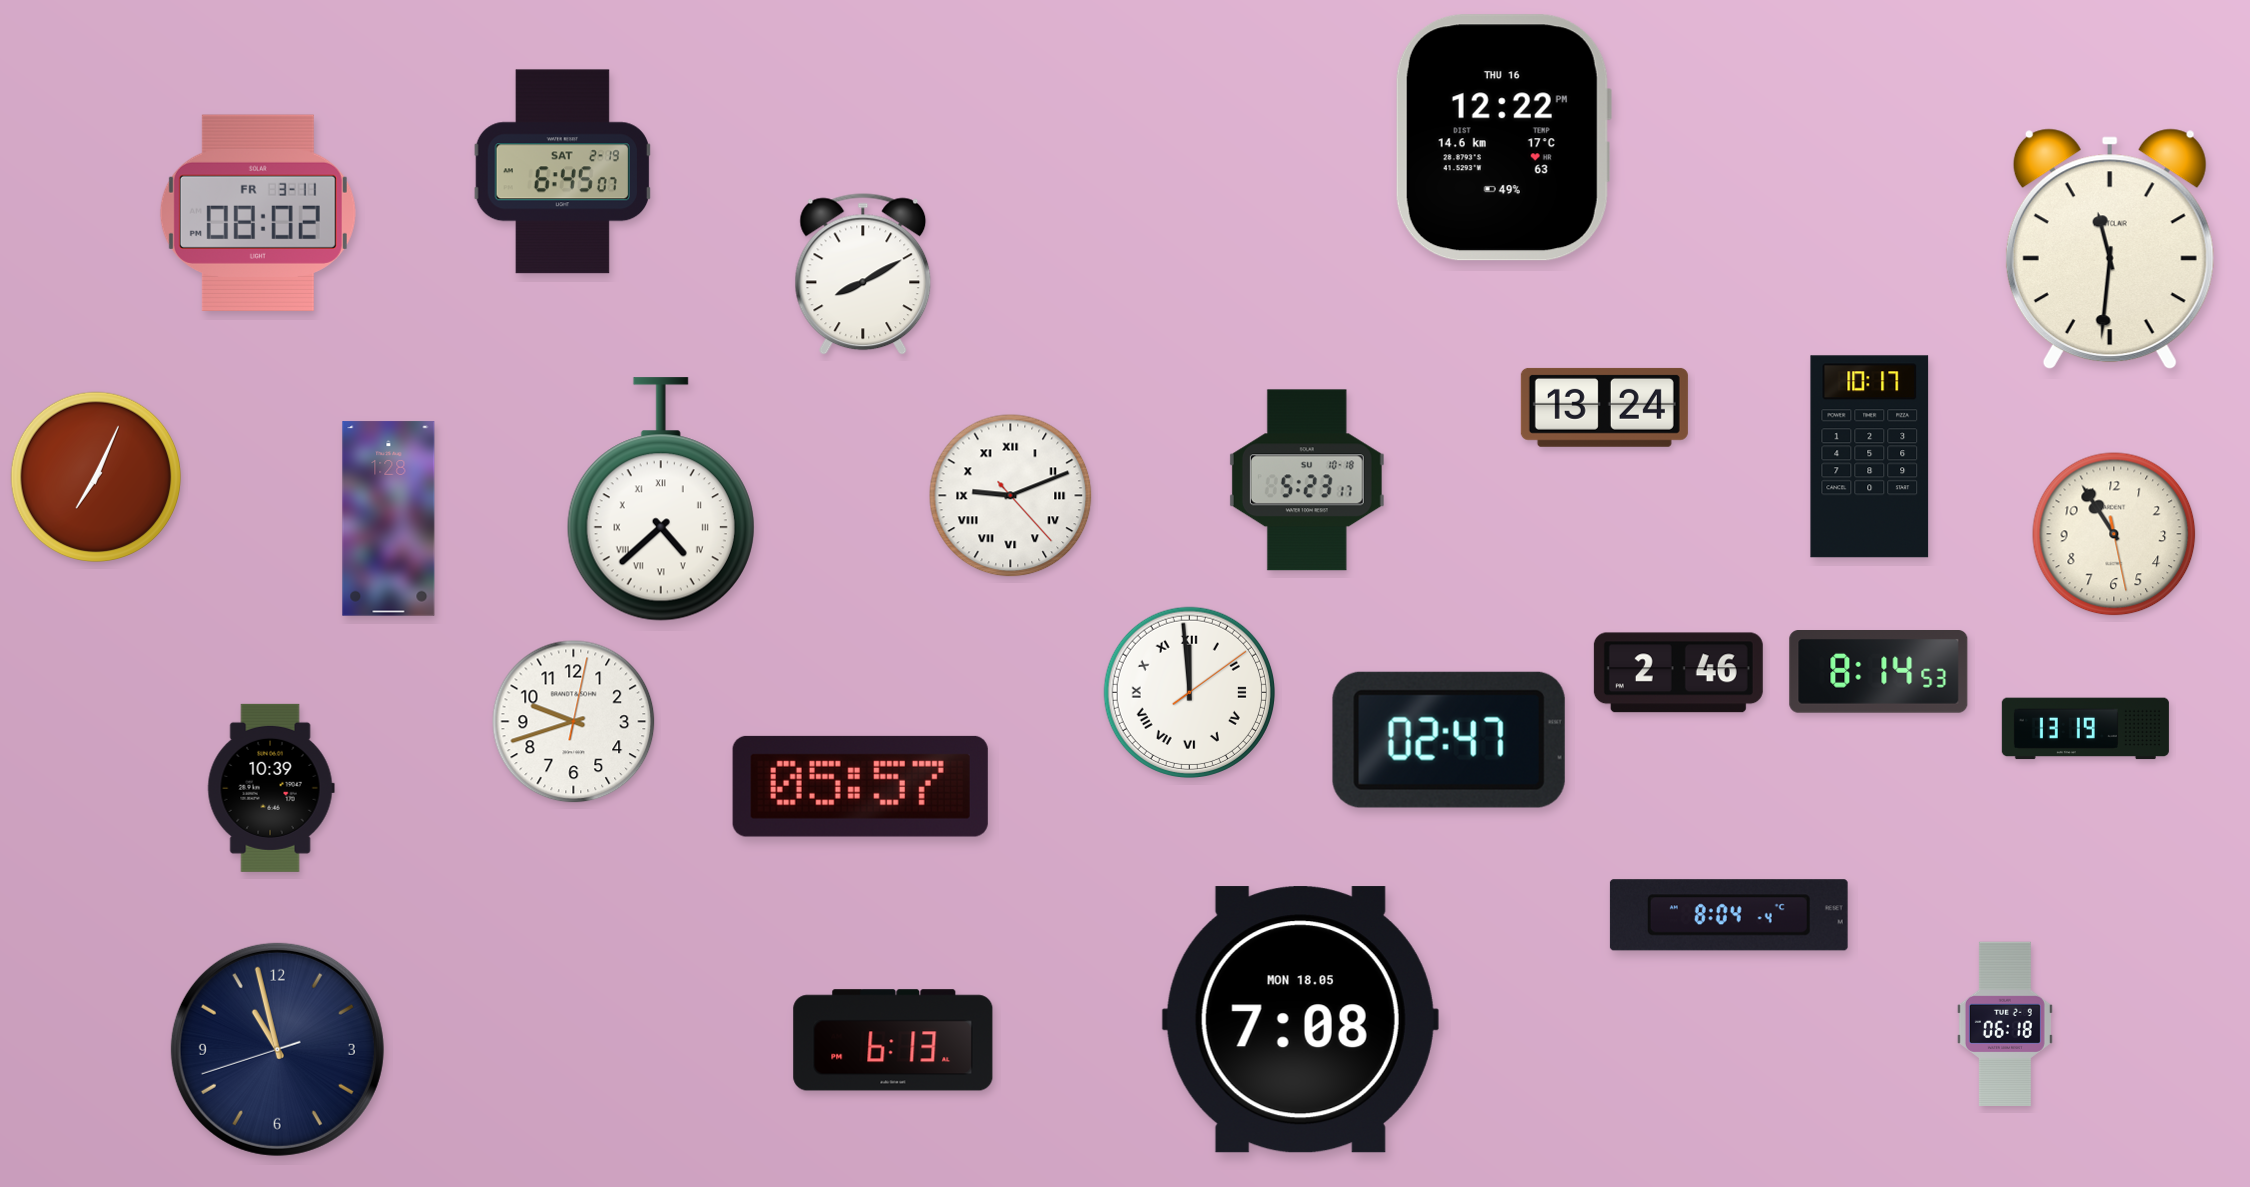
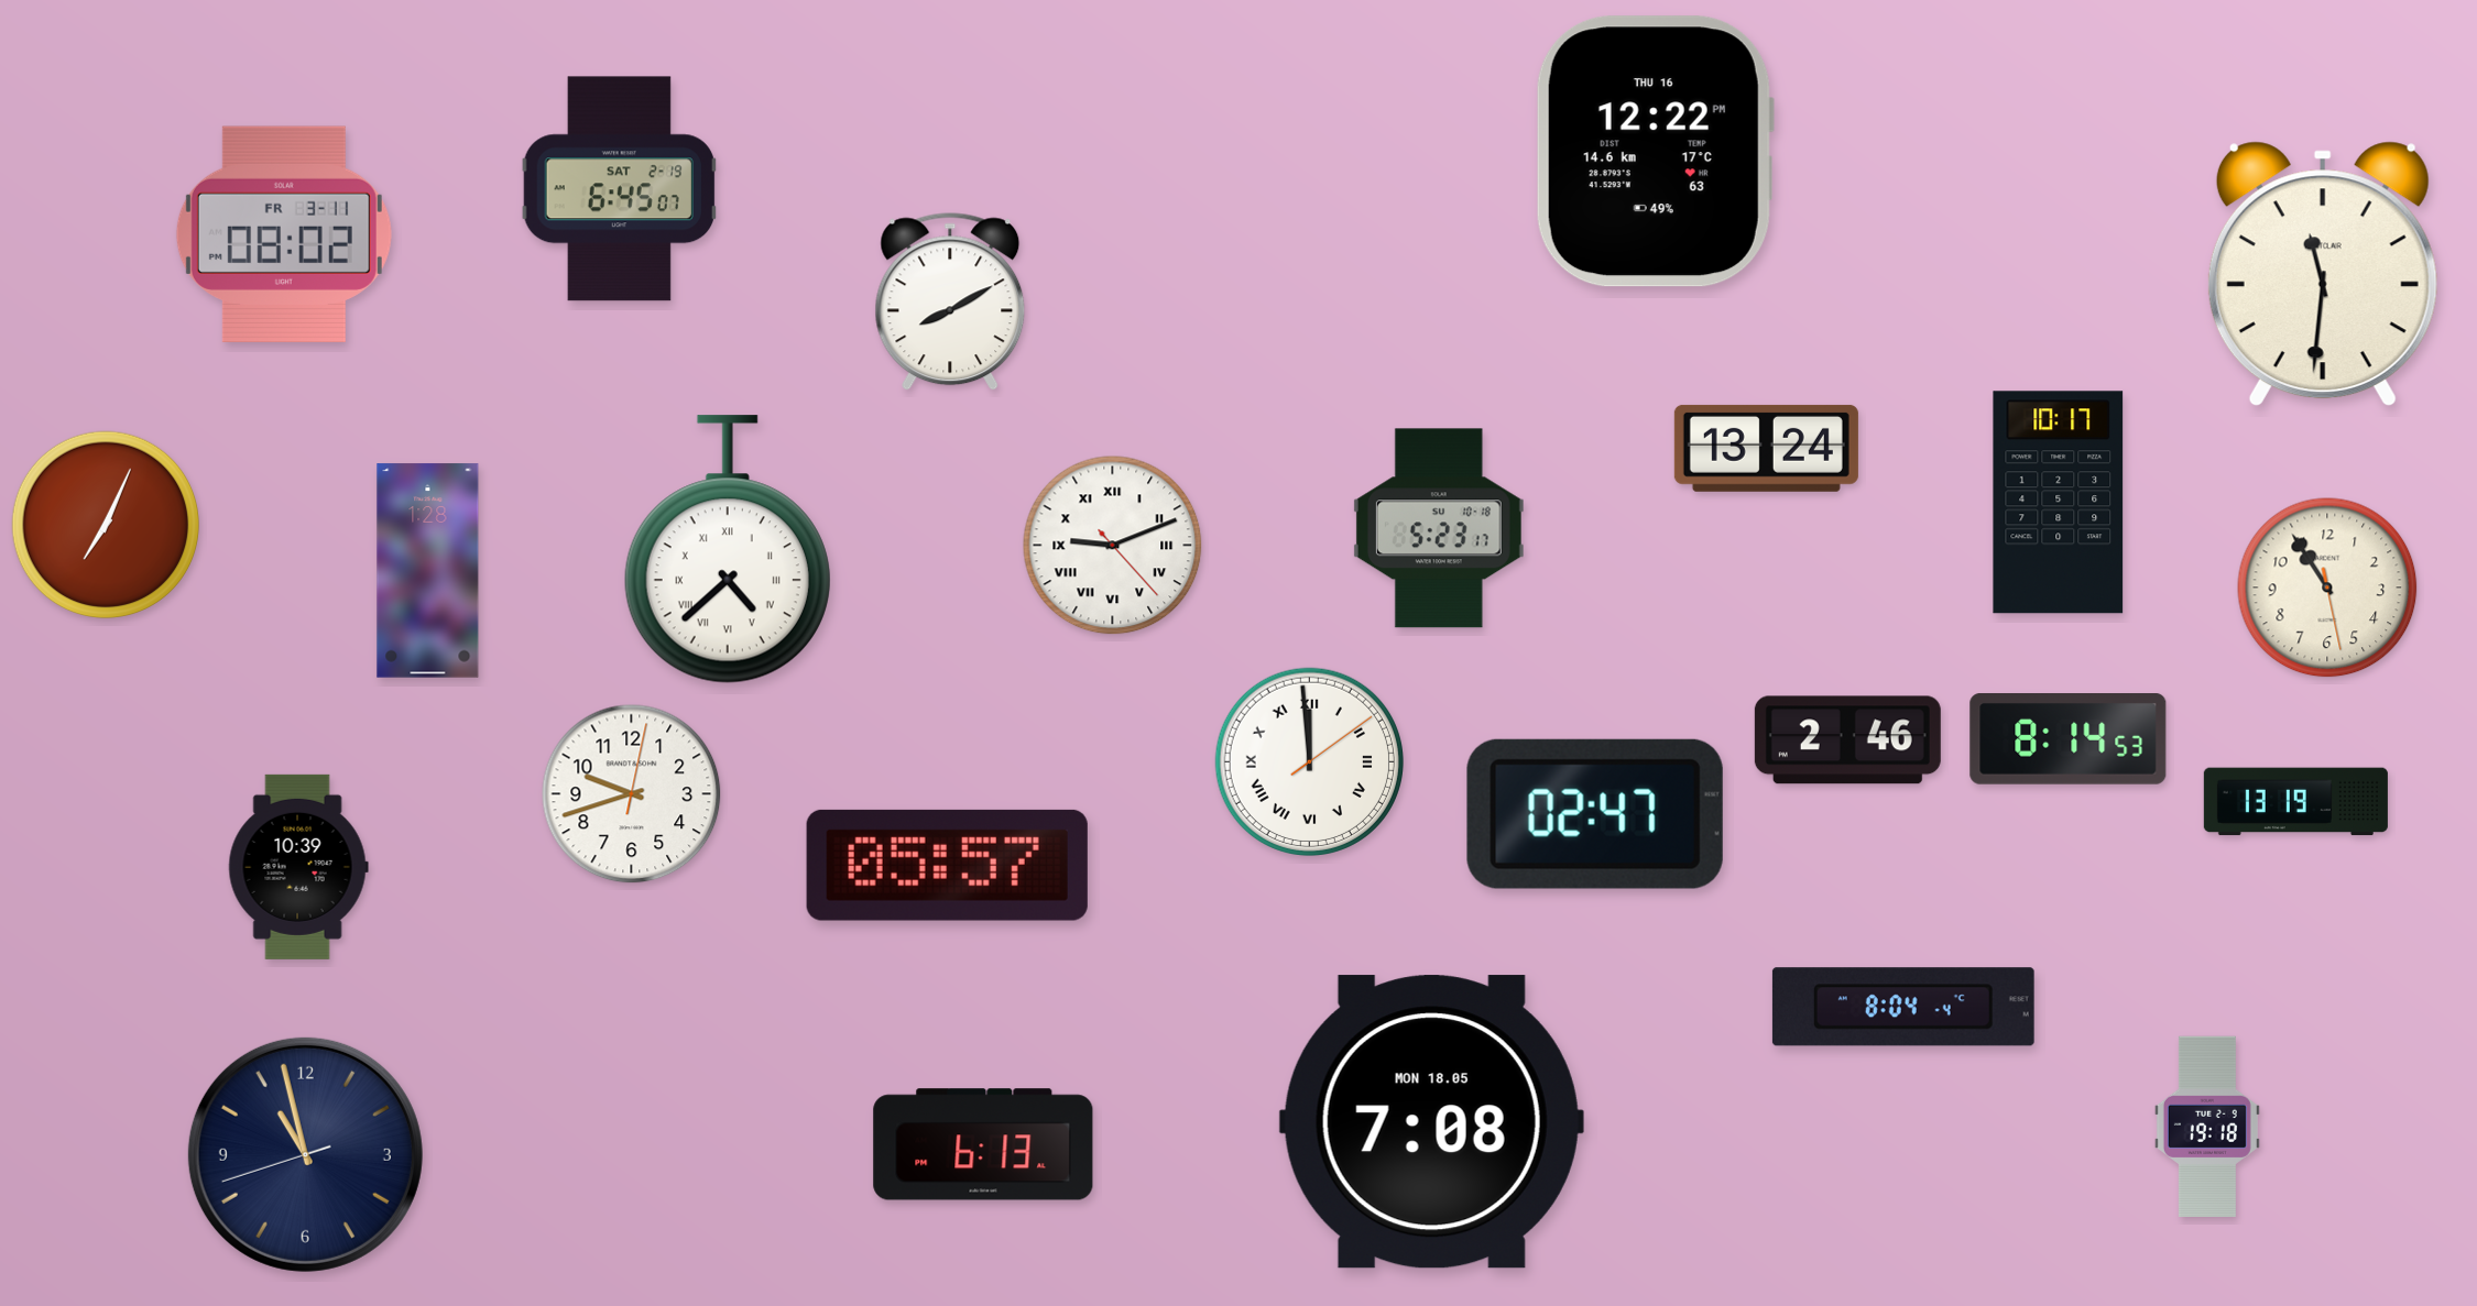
clock at (2005, 1023): 06:18 -> 19:18
